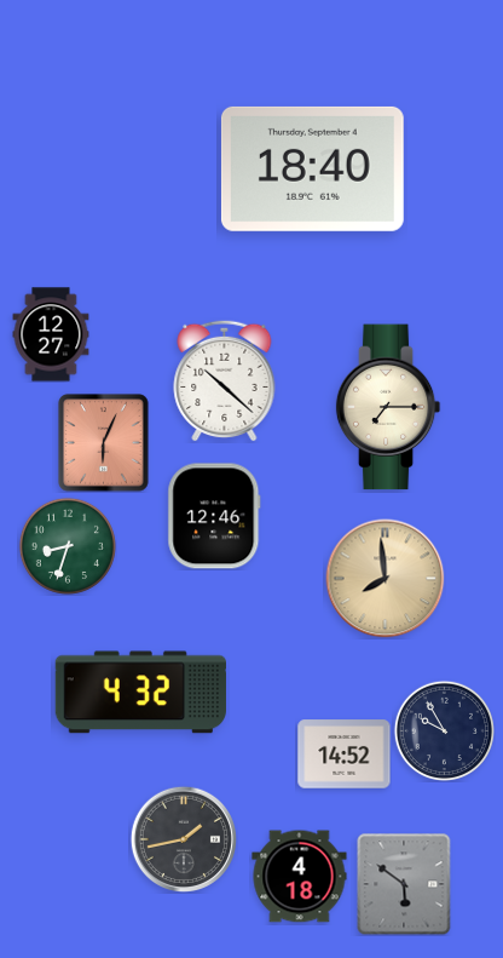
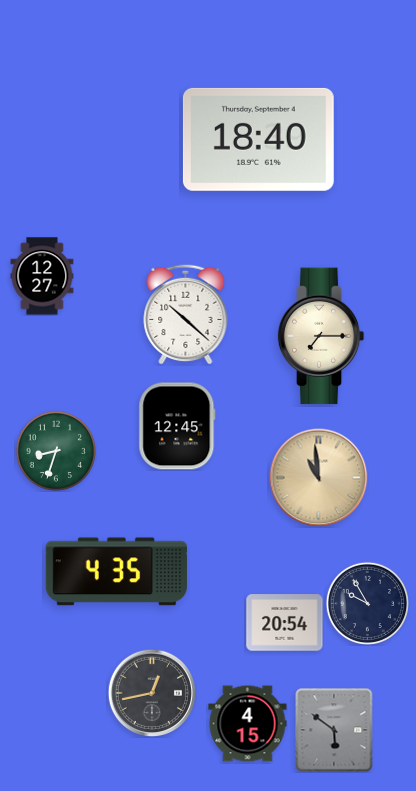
clock at (104, 443): 6:04 -> none
clock at (214, 516): 12:46 -> 12:45
clock at (386, 579): 7:59 -> 10:59
clock at (140, 693): 4:32 -> 4:35
clock at (345, 755): 14:52 -> 20:54
clock at (183, 838): 1:43 -> 12:43
clock at (300, 877): 4:18 -> 4:15
